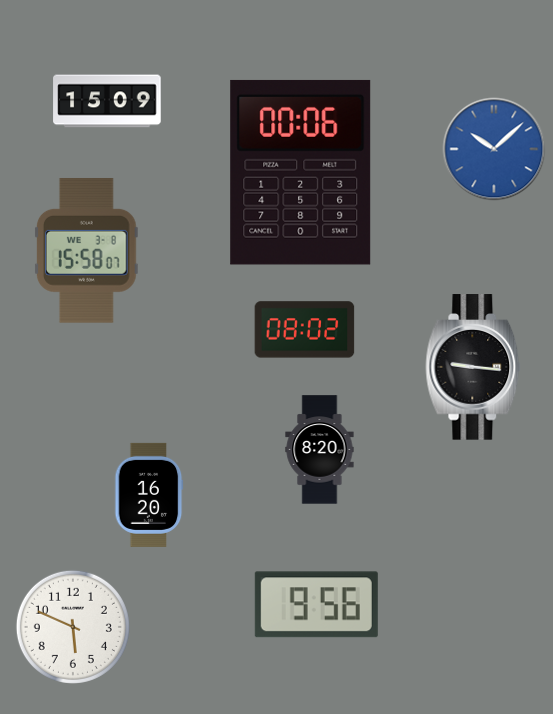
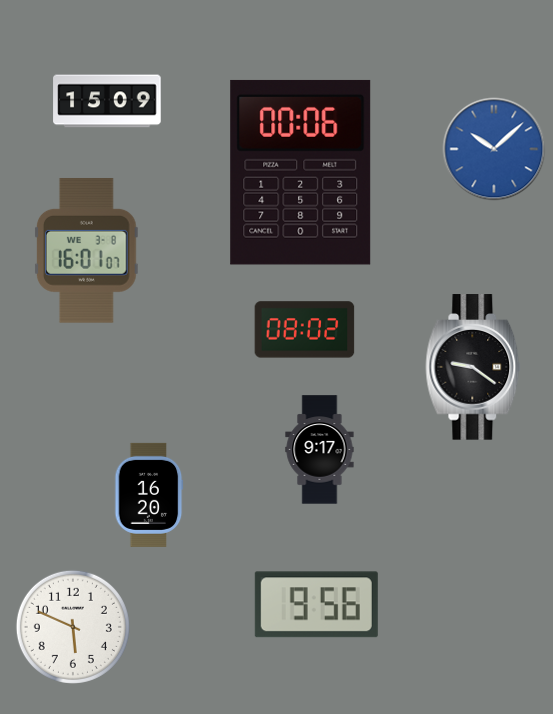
clock at (86, 250): 15:58 -> 16:01
clock at (473, 367): 9:16 -> 9:21
clock at (320, 450): 8:20 -> 9:17
